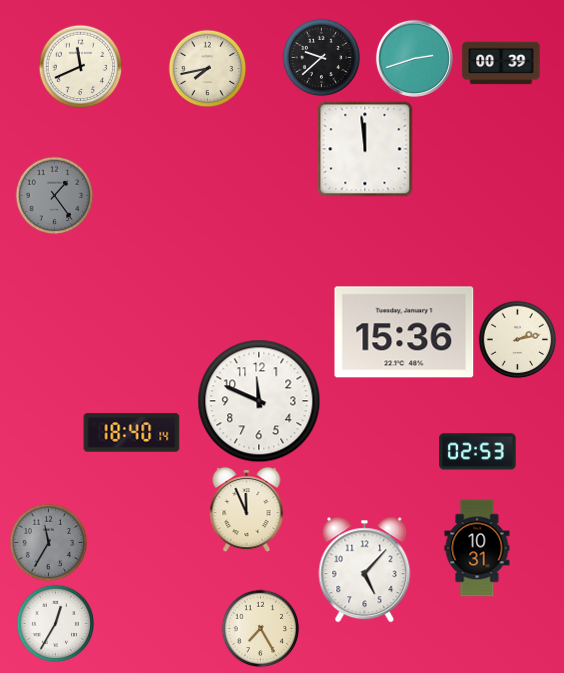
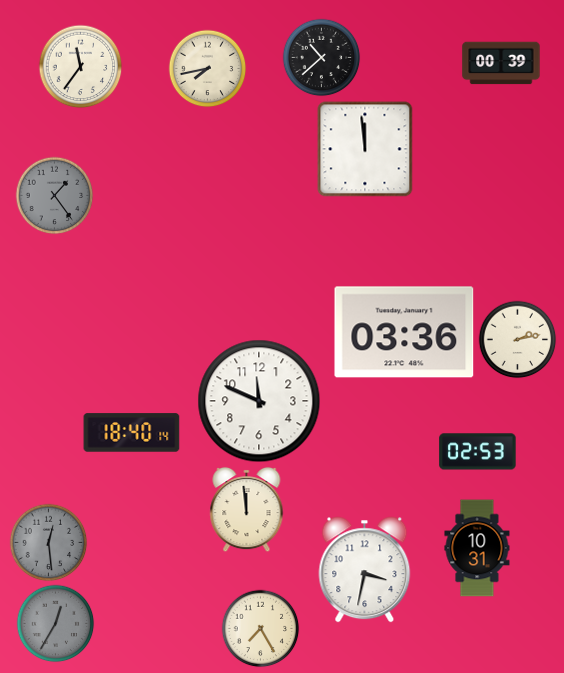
clock at (321, 57): 9:38 -> 10:38
clock at (414, 58): 2:42 -> none
clock at (80, 66): 11:41 -> 11:36
clock at (404, 332): 15:36 -> 03:36
clock at (247, 509): 11:56 -> 11:59
clock at (48, 542): 11:35 -> 12:29
clock at (365, 570): 5:07 -> 3:32
clock at (55, 623) dial: white -> grey
